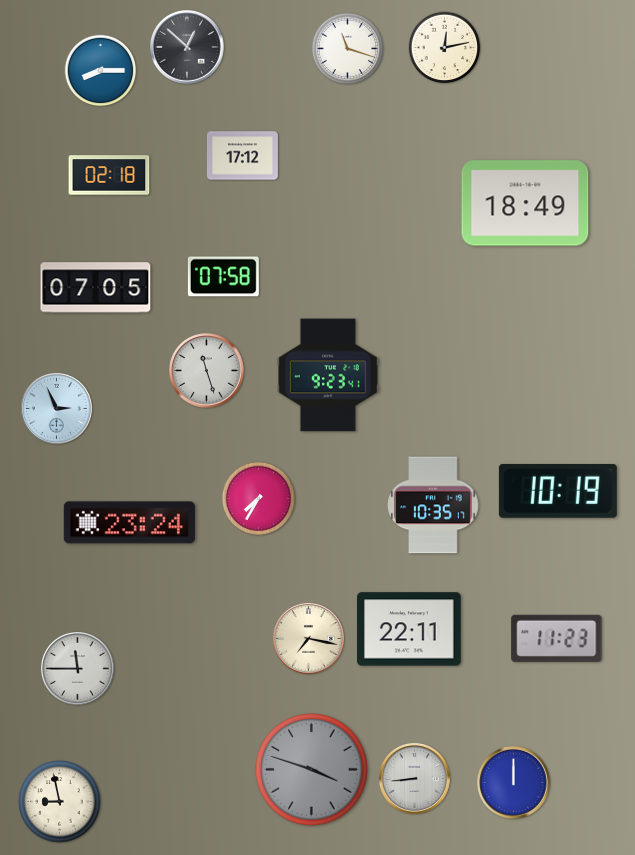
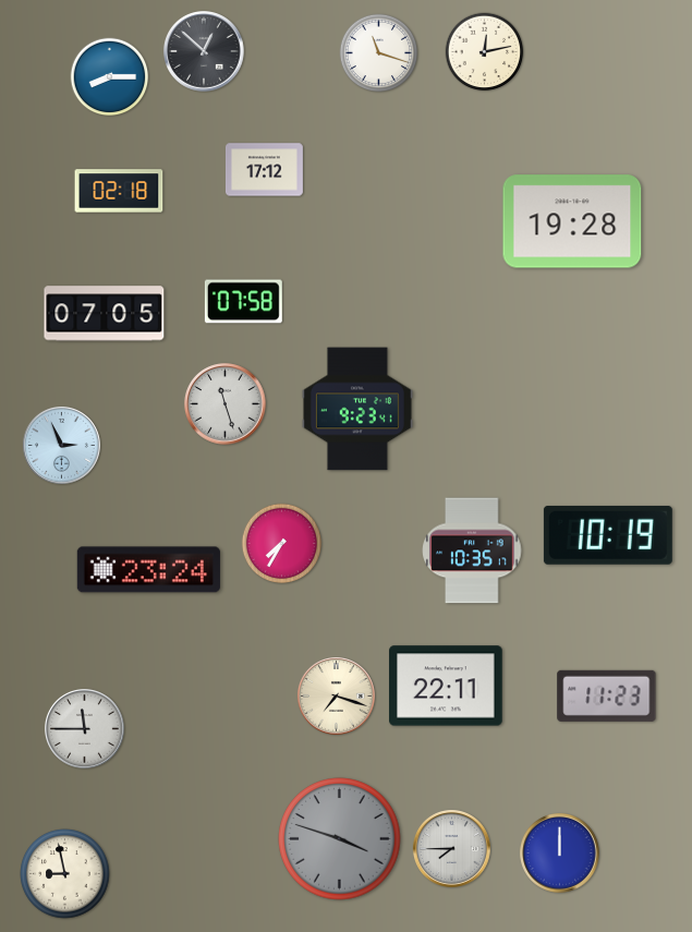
clock at (525, 203): 18:49 -> 19:28
clock at (129, 523) position: (129, 523) -> (148, 570)
clock at (308, 638): 7:17 -> 7:18
clock at (414, 778): 8:44 -> 7:45
